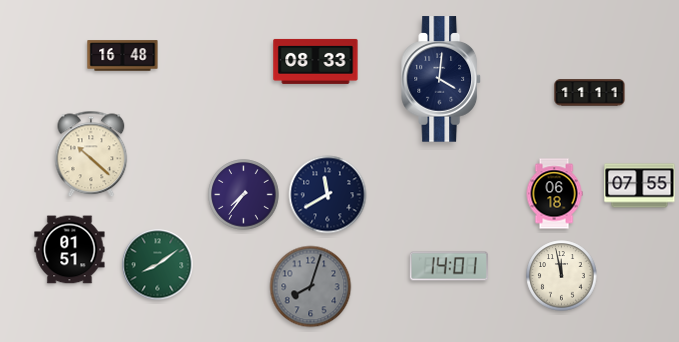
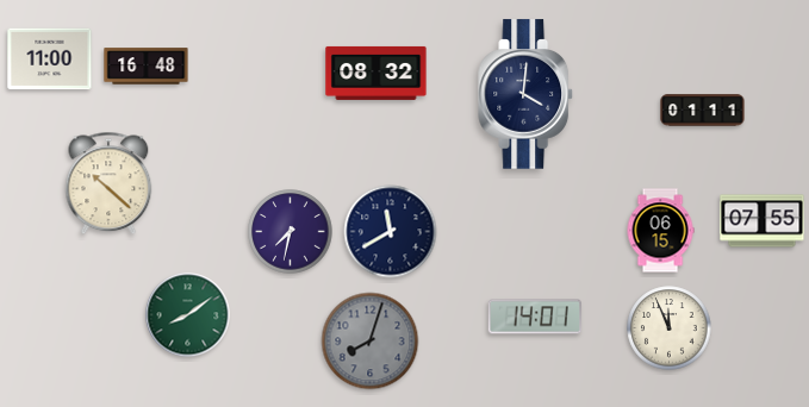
clock at (50, 60): none -> 11:00
clock at (316, 61): 08:33 -> 08:32
clock at (590, 93): 11:11 -> 01:11
clock at (554, 194): 06:18 -> 06:15
clock at (244, 195): 7:36 -> 7:32
clock at (70, 250): 01:51 -> none
clock at (562, 276): 11:58 -> 11:56
